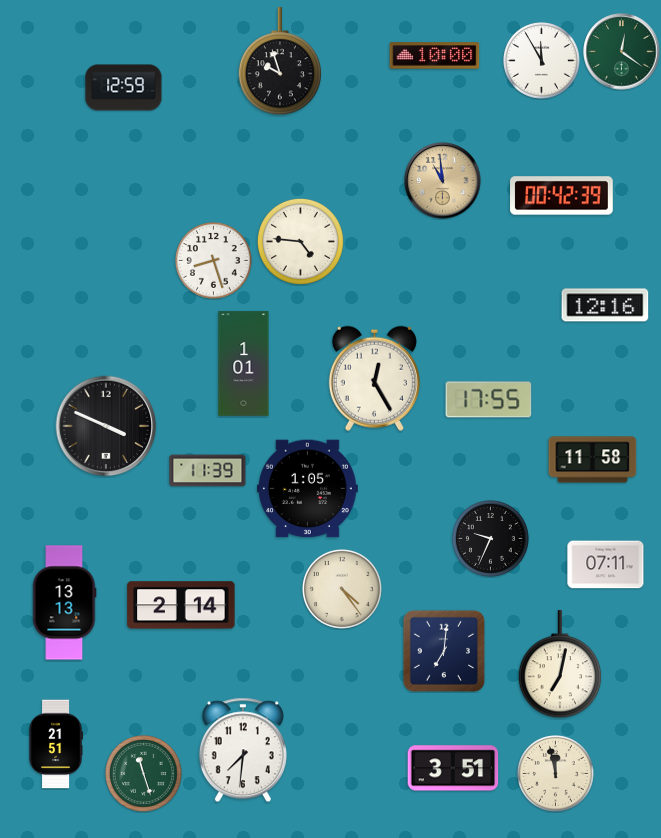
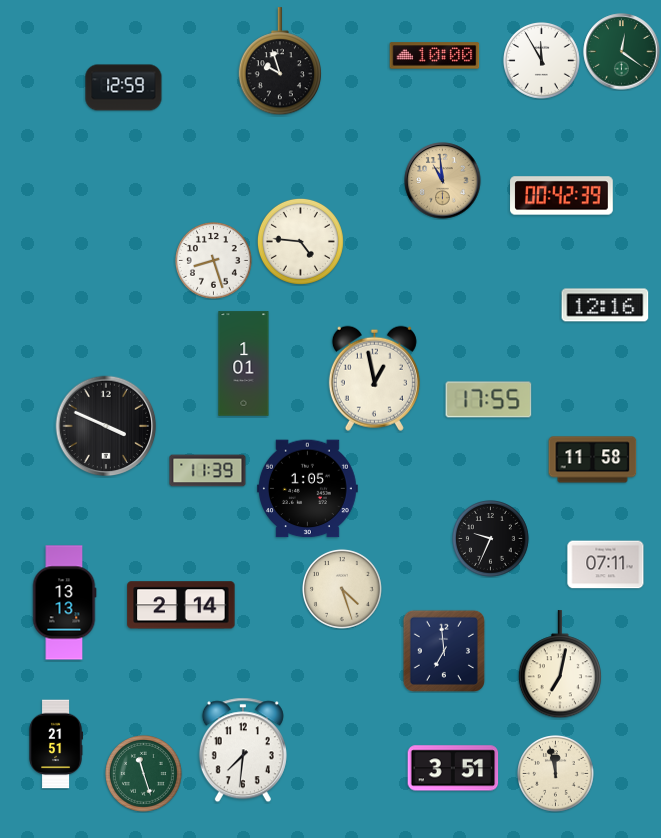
clock at (374, 378): 12:25 -> 12:58
clock at (342, 589): 4:24 -> 4:27
clock at (444, 651): 7:01 -> 6:59
